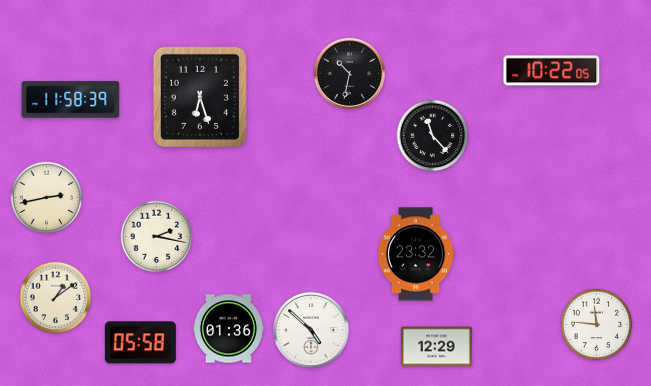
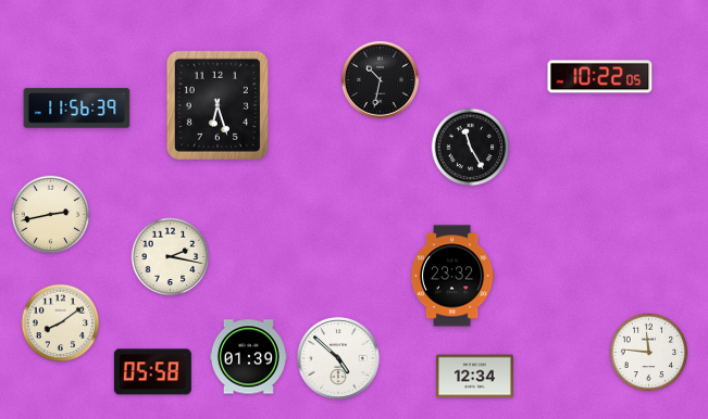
clock at (71, 100): 11:58 -> 11:56
clock at (433, 136): 11:23 -> 11:25
clock at (56, 298): 1:09 -> 8:09
clock at (228, 329): 01:36 -> 01:39
clock at (436, 347): 12:29 -> 12:34
